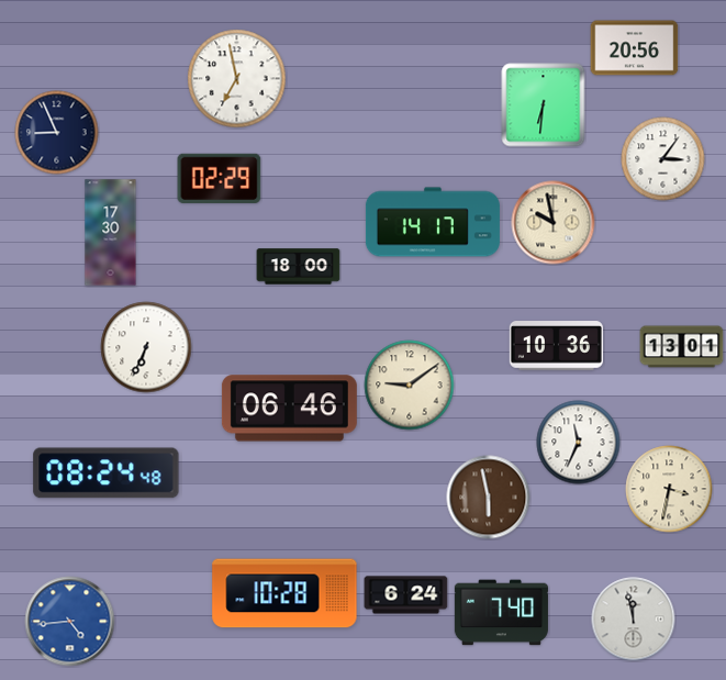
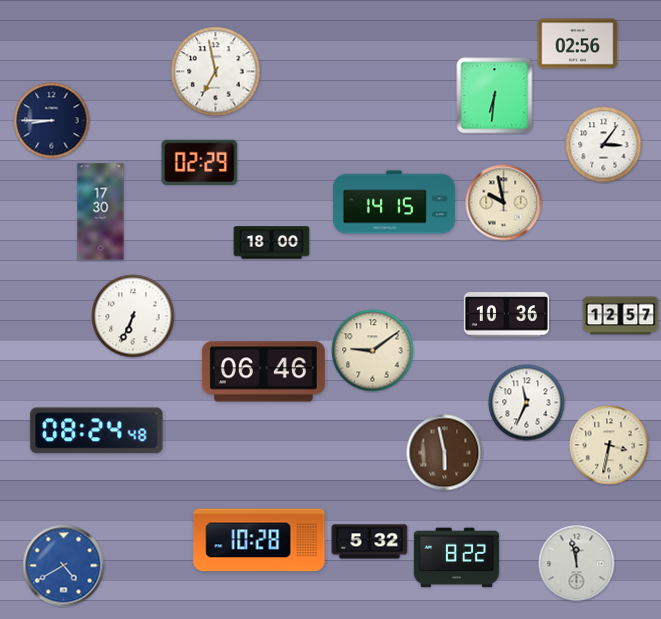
clock at (635, 48): 20:56 -> 02:56
clock at (57, 133): 8:56 -> 8:45
clock at (433, 222): 14:17 -> 14:15
clock at (682, 347): 13:01 -> 12:57
clock at (406, 595): 6:24 -> 5:32
clock at (501, 613): 7:40 -> 8:22
clock at (70, 622): 4:44 -> 4:40
